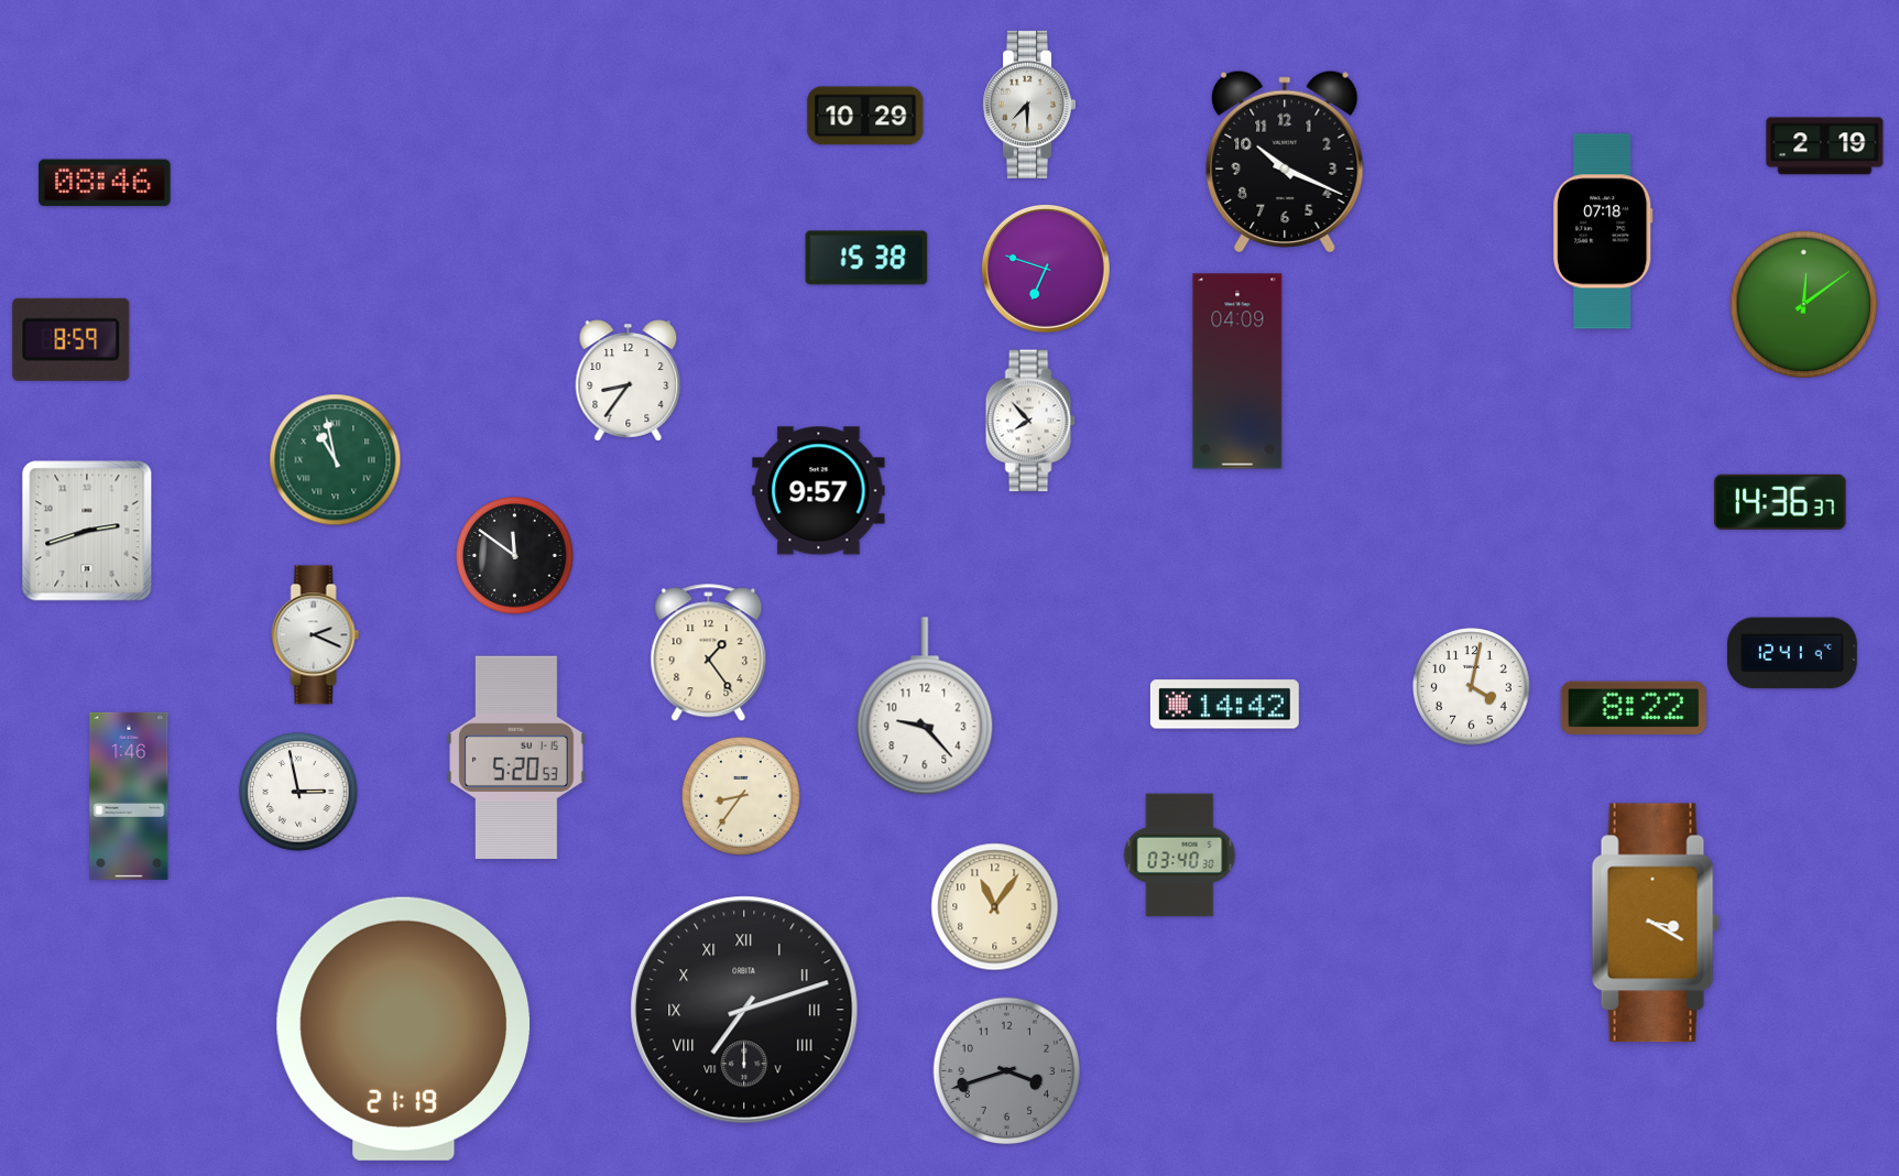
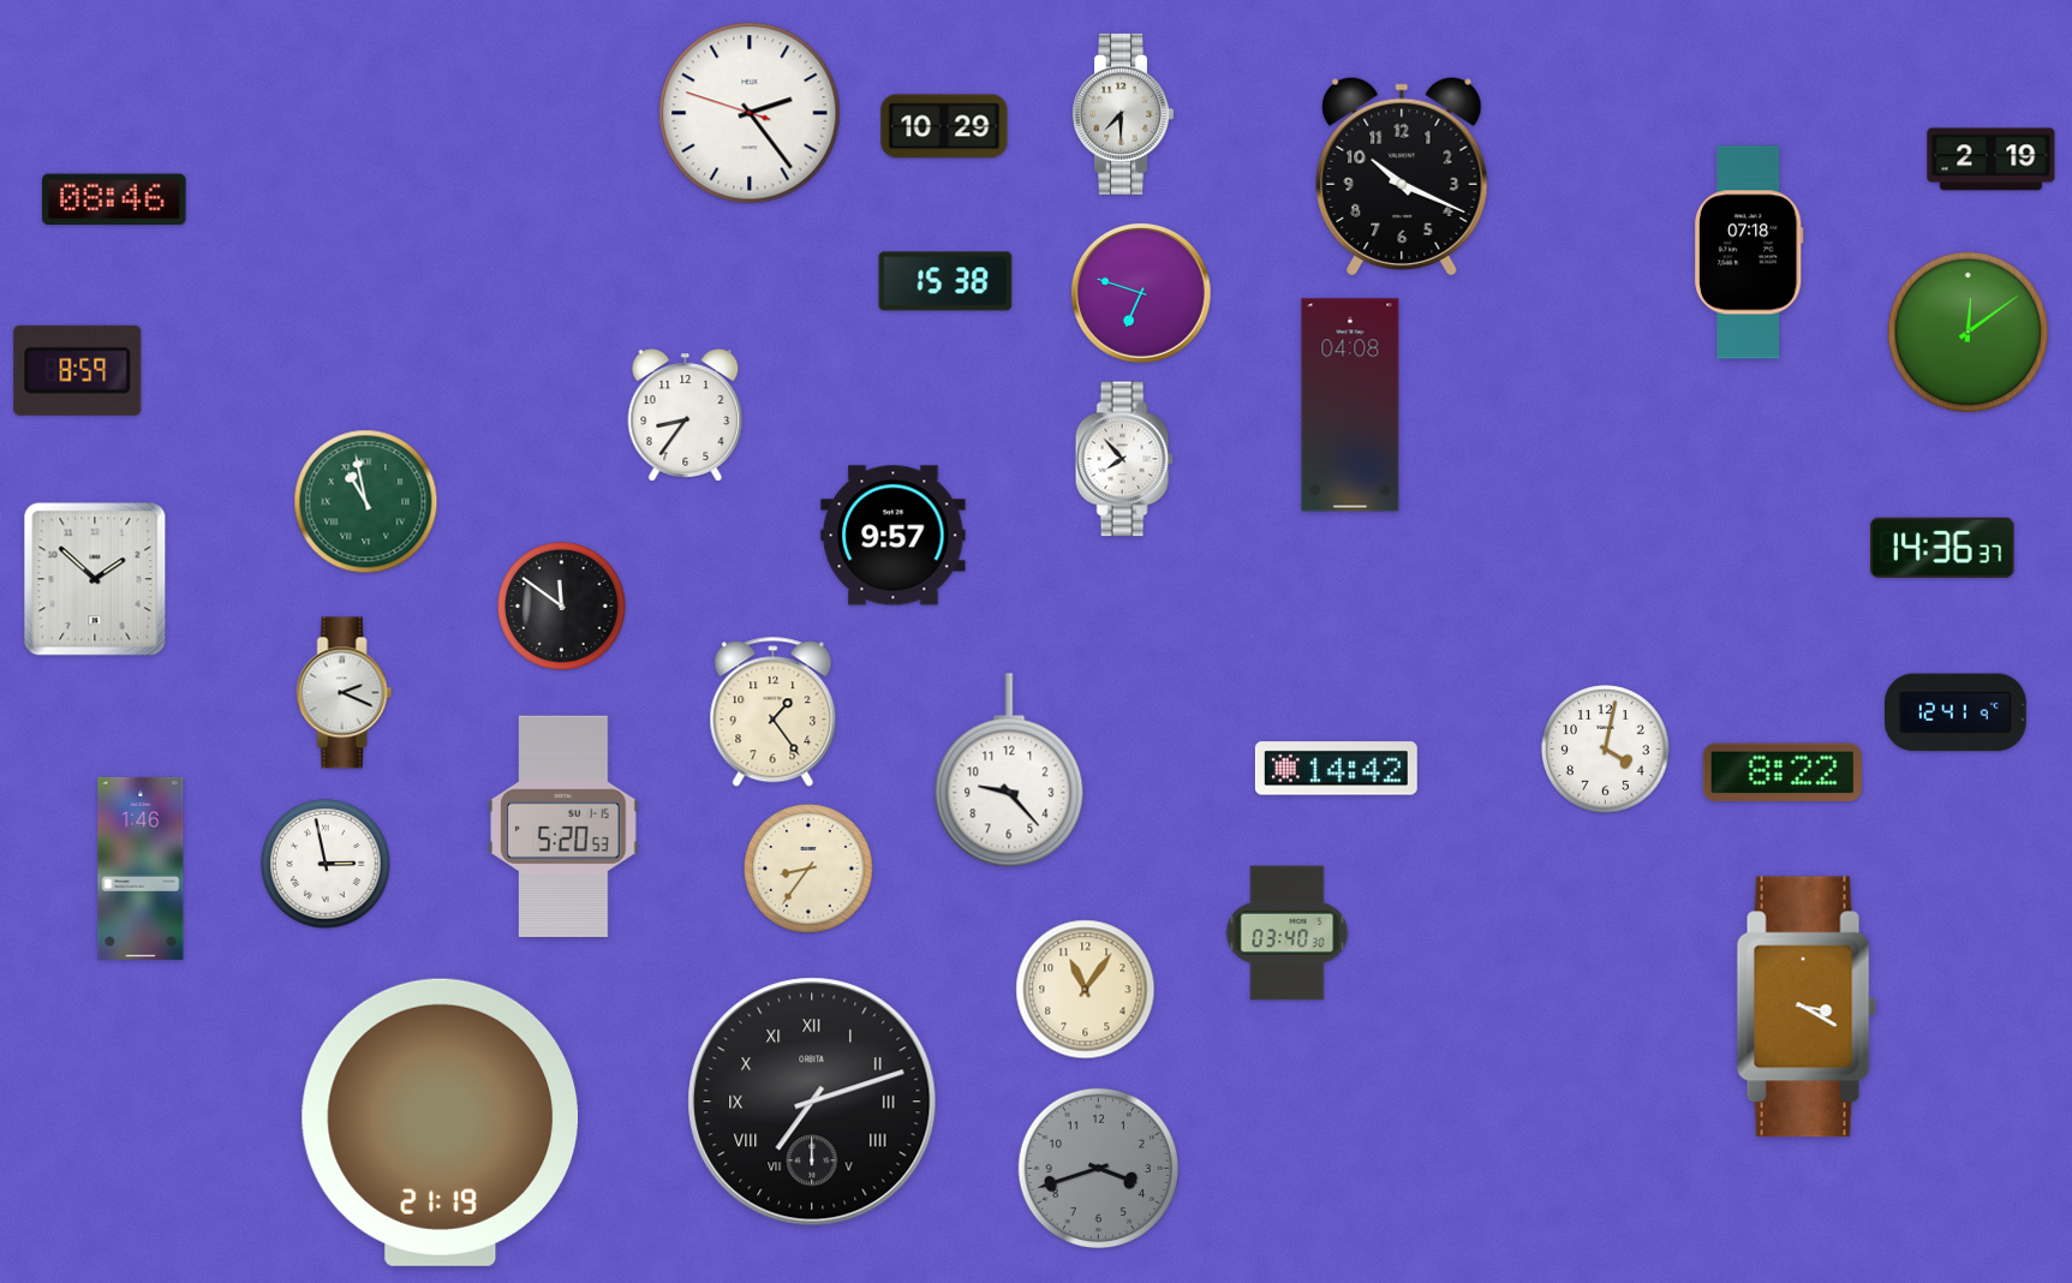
clock at (750, 113): none -> 2:23
clock at (1237, 371): 04:09 -> 04:08
clock at (87, 531): 2:42 -> 1:52
